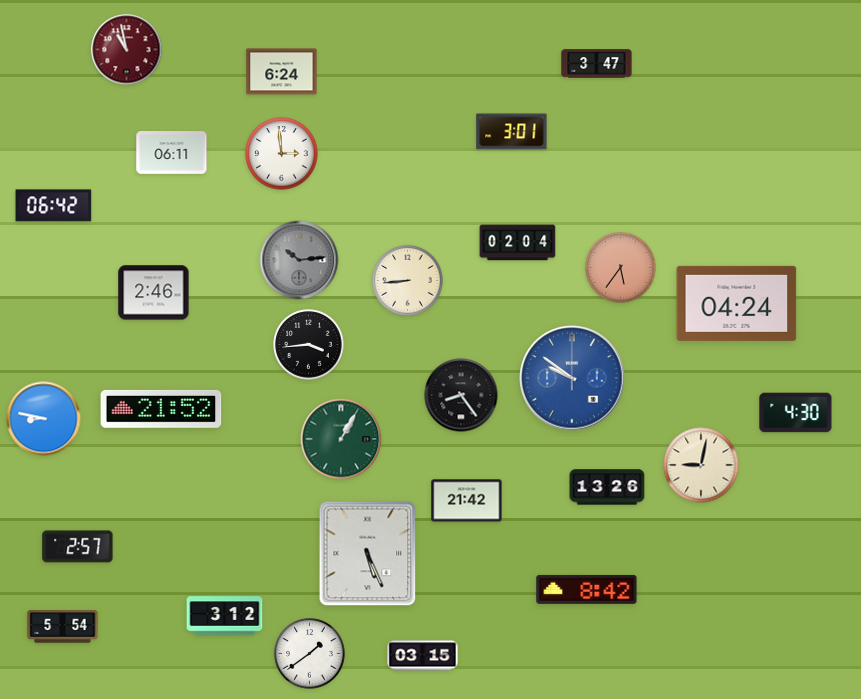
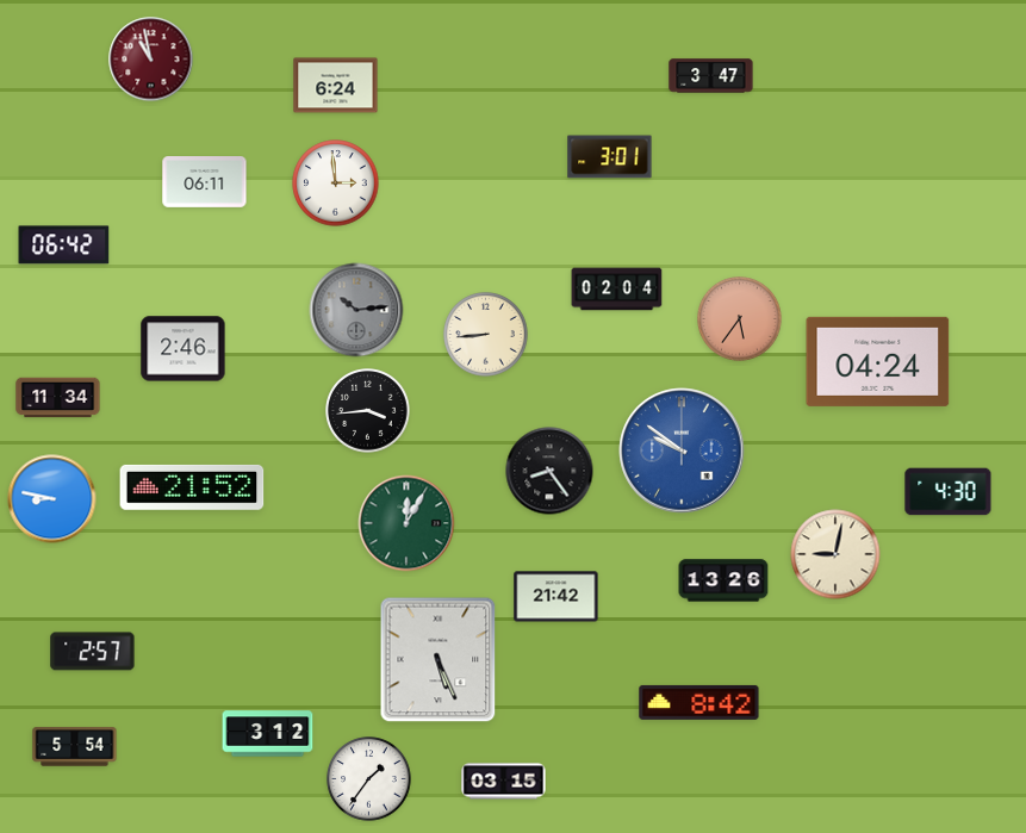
clock at (58, 398): none -> 11:34
clock at (341, 439): 1:05 -> 12:05
clock at (310, 654): 1:39 -> 1:36
